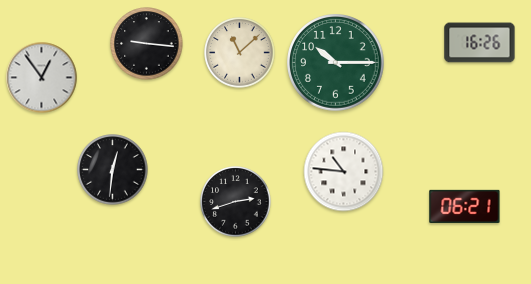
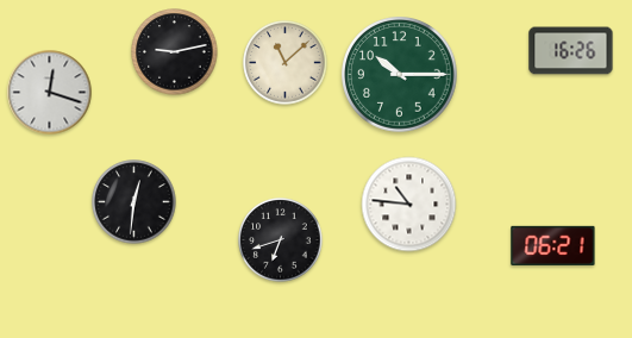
clock at (147, 44): 9:16 -> 9:13
clock at (42, 78): 12:54 -> 12:18
clock at (236, 202): 2:42 -> 6:42
